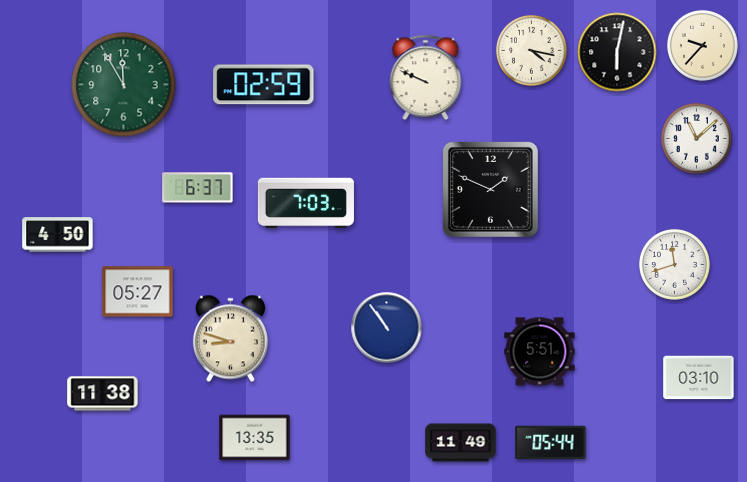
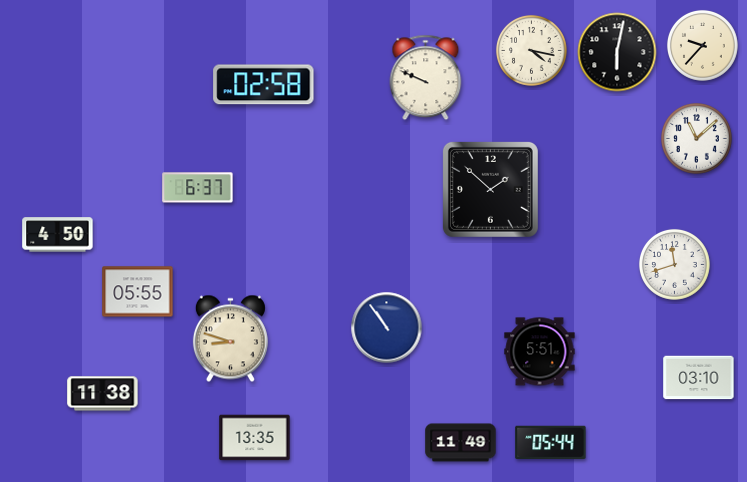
clock at (124, 85): 11:55 -> none
clock at (264, 85): 02:59 -> 02:58
clock at (490, 189): 1:49 -> 1:52
clock at (306, 203): 7:03 -> none
clock at (138, 292): 05:27 -> 05:55
